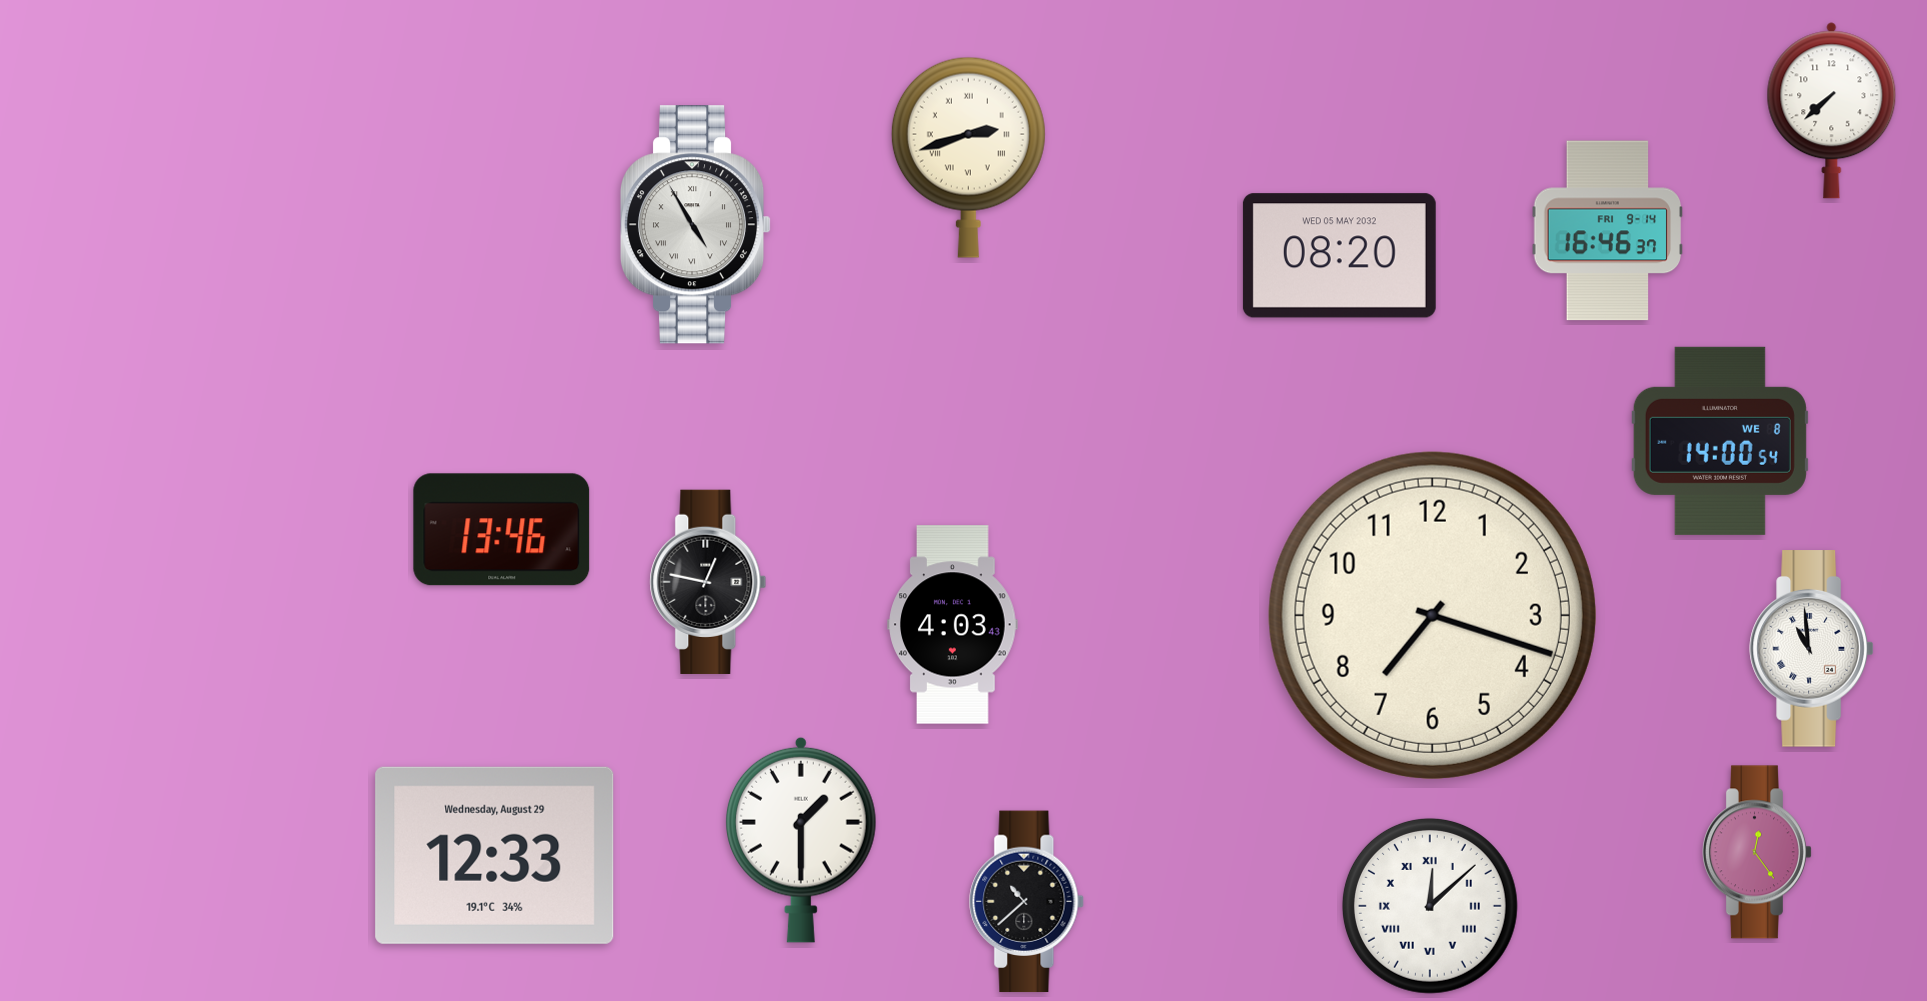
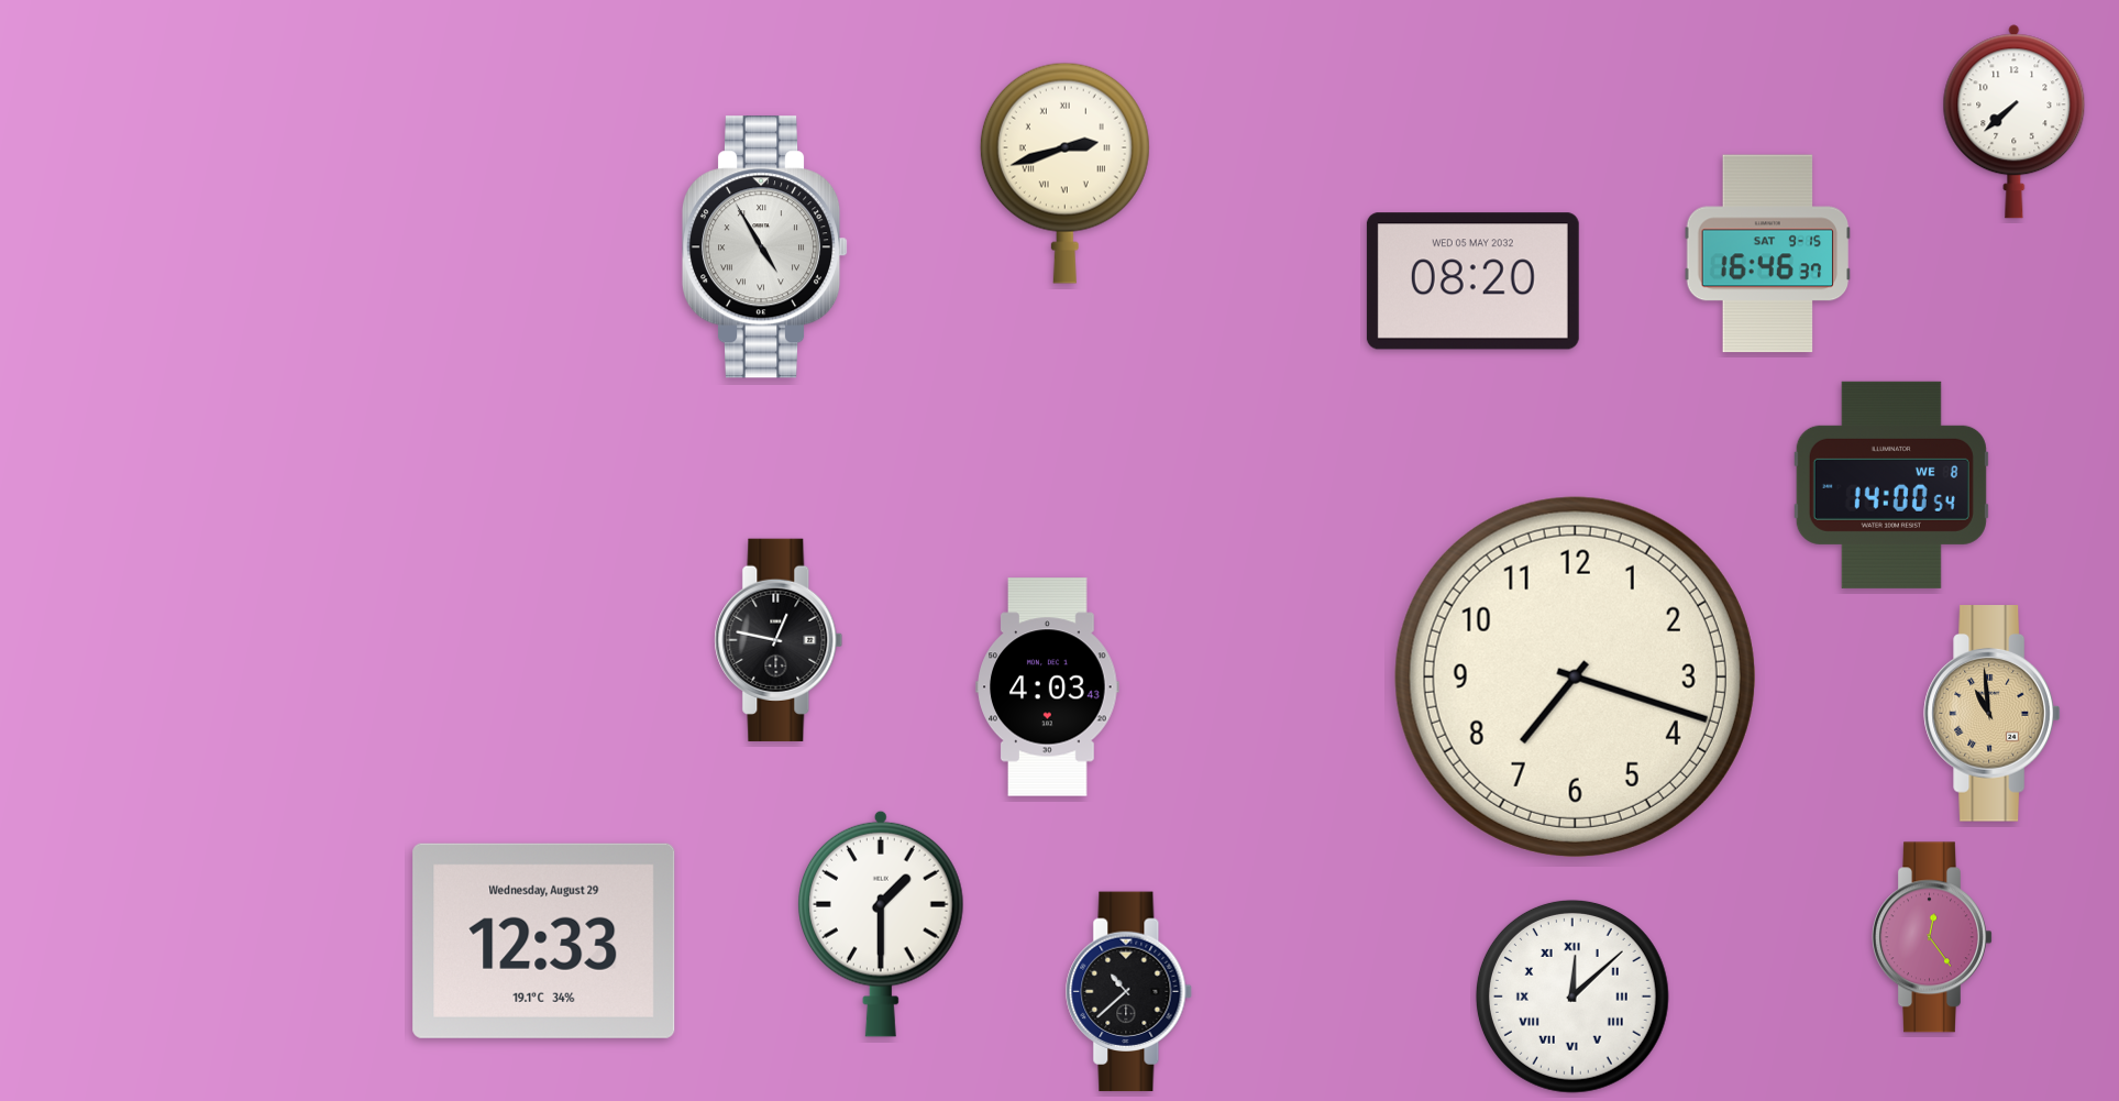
clock at (1608, 231) date: FRI 9-14 -> SAT 9-15
clock at (502, 530): 13:46 -> none
clock at (1812, 649) dial: white -> champagne
